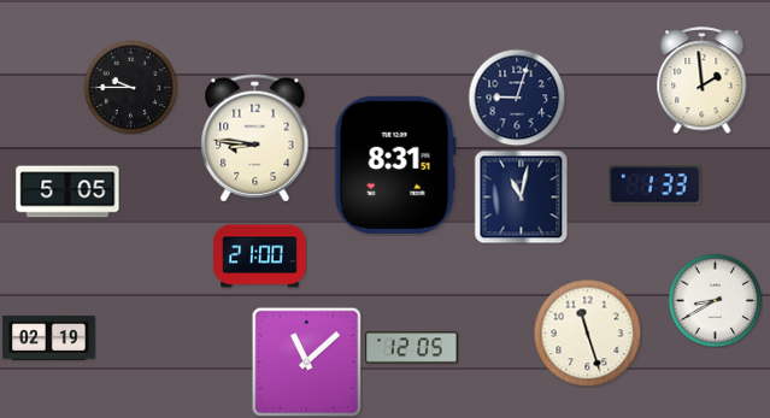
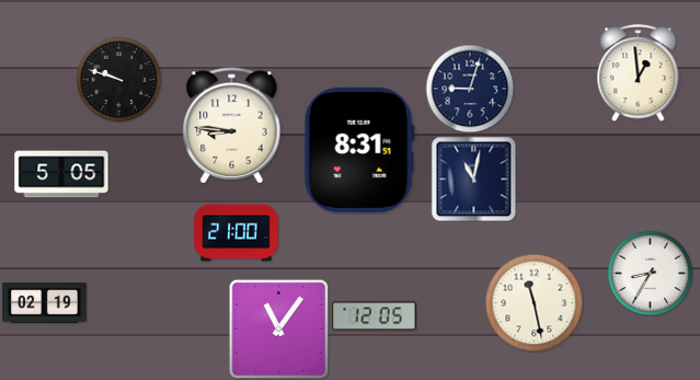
clock at (703, 81): 1:59 -> 12:59
clock at (130, 87): 9:45 -> 9:48
clock at (656, 186): 1:33 -> none
clock at (715, 300): 8:40 -> 8:35
clock at (587, 332): 11:27 -> 11:28
clock at (49, 337) position: (49, 337) -> (45, 302)
clock at (306, 361): 11:08 -> 11:06
